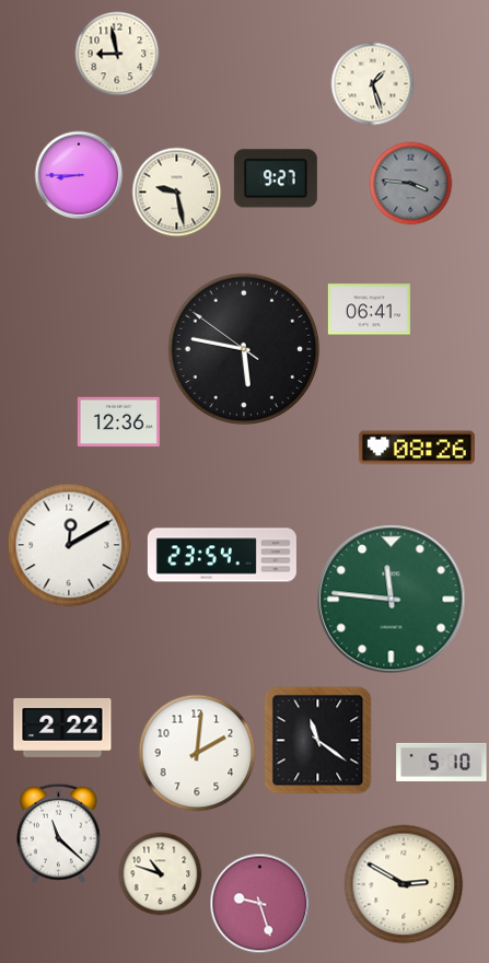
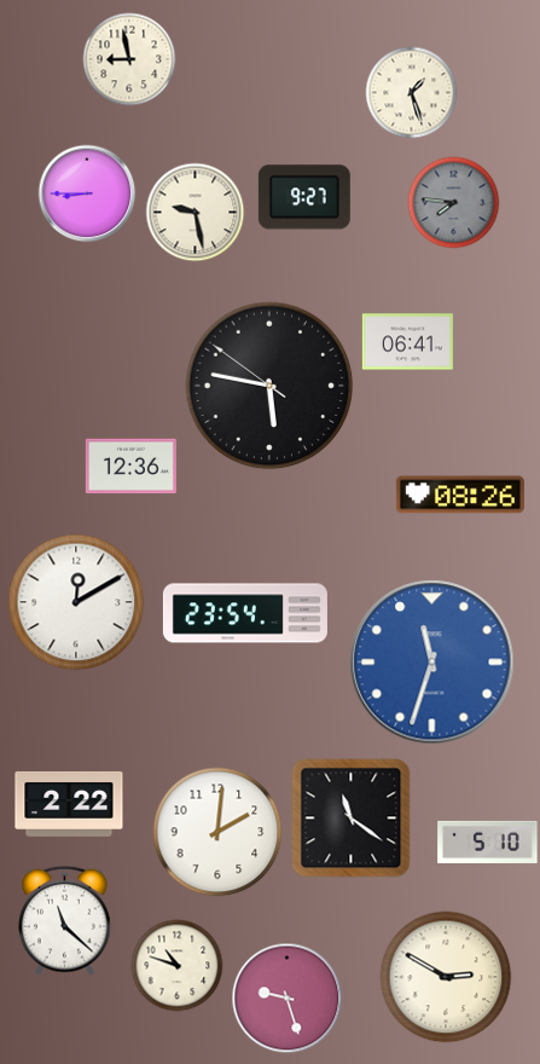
clock at (411, 184): 3:46 -> 7:46
clock at (392, 600): 11:46 -> 11:33
clock at (392, 600) dial: green -> blue
